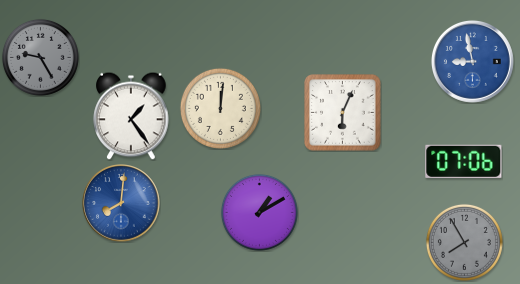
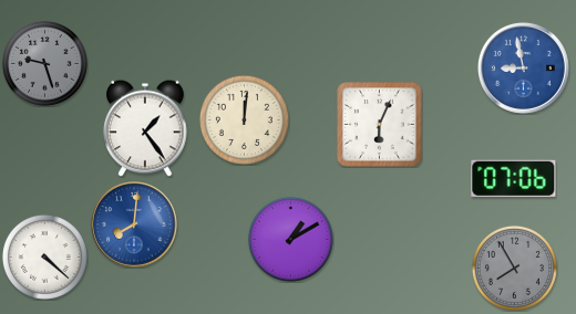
clock at (40, 57): 9:25 -> 9:27
clock at (259, 212) position: (259, 212) -> (290, 239)
clock at (44, 257): none -> 4:22
